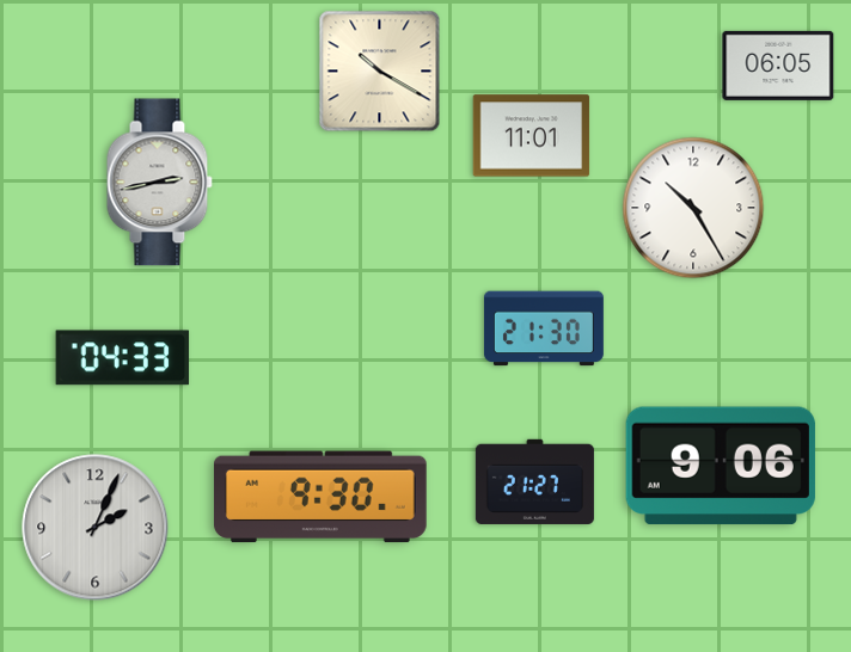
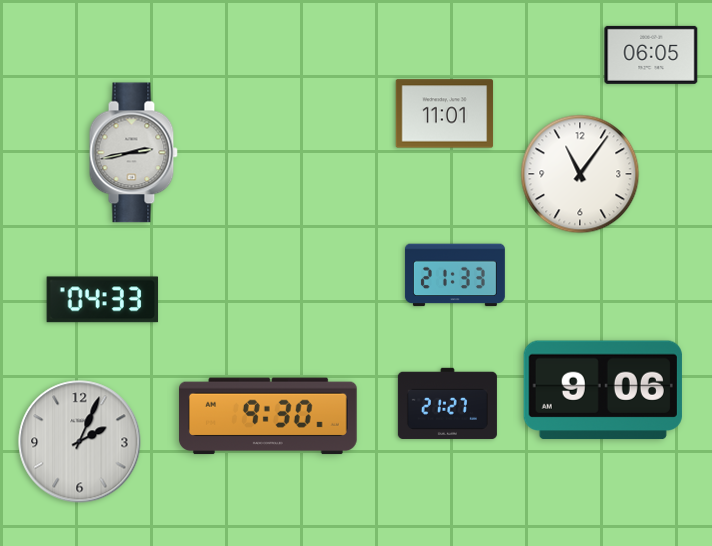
clock at (380, 72): 10:20 -> none
clock at (693, 208): 10:25 -> 11:06
clock at (544, 328): 21:30 -> 21:33
